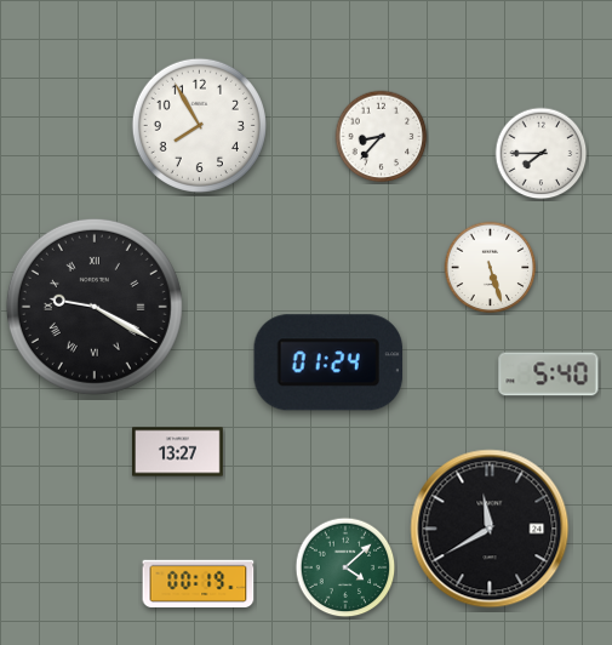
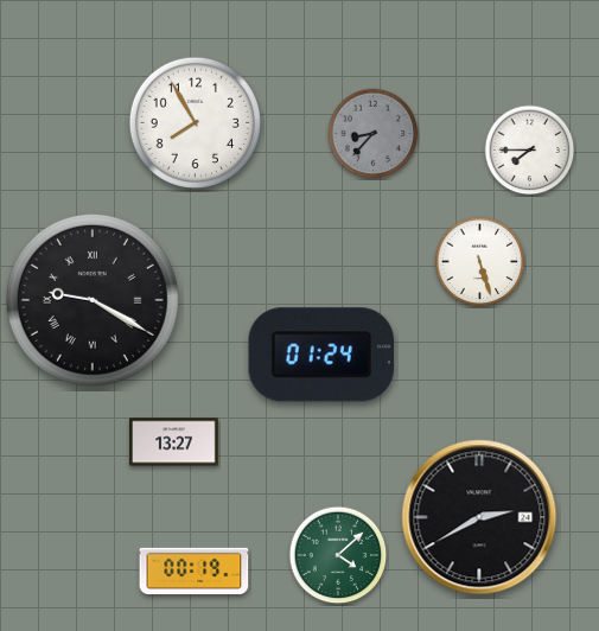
clock at (382, 137) dial: white -> grey
clock at (549, 375): 5:40 -> none
clock at (490, 529): 11:40 -> 2:40
